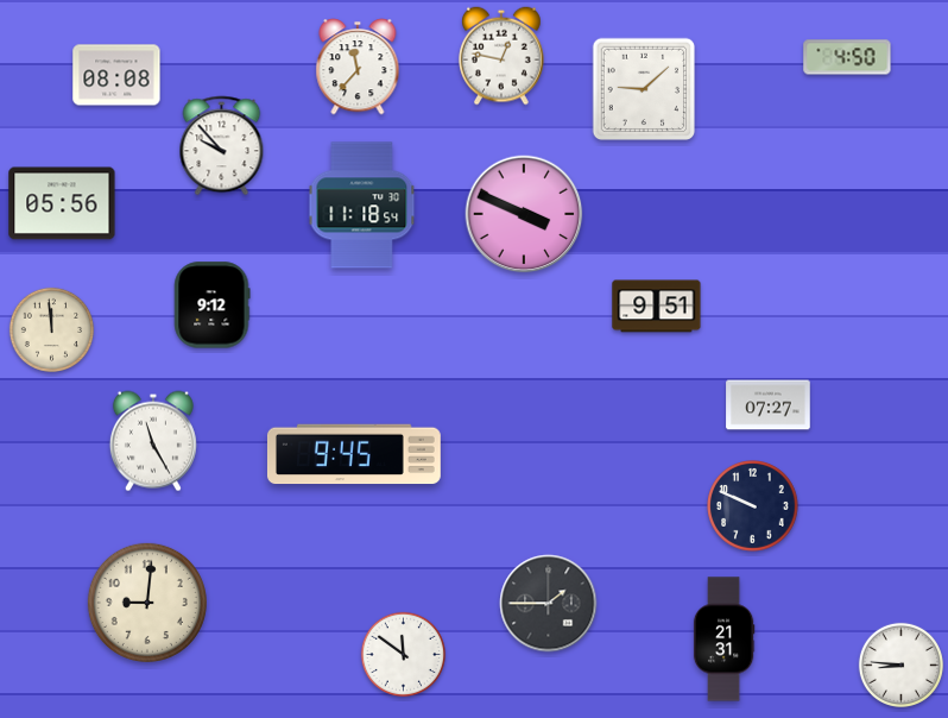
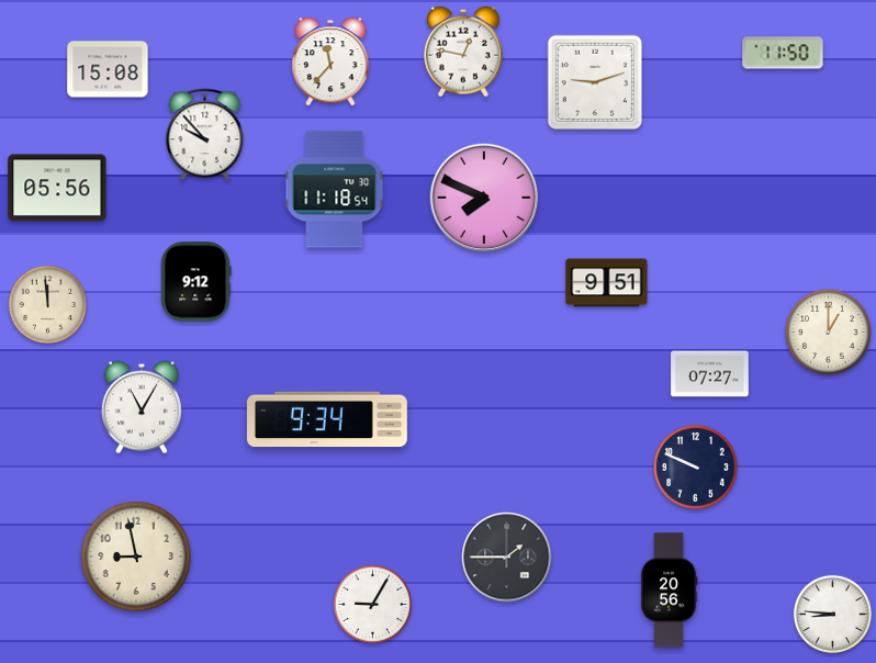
clock at (847, 57): 4:50 -> 11:50
clock at (116, 75): 08:08 -> 15:08
clock at (644, 89): 9:08 -> 9:12
clock at (524, 214): 3:49 -> 7:49
clock at (829, 333): none -> 1:00
clock at (153, 441): 11:25 -> 11:05
clock at (354, 454): 9:45 -> 9:34
clock at (147, 603): 9:01 -> 8:58
clock at (723, 640): 21:31 -> 20:56
clock at (403, 654): 11:51 -> 9:05
